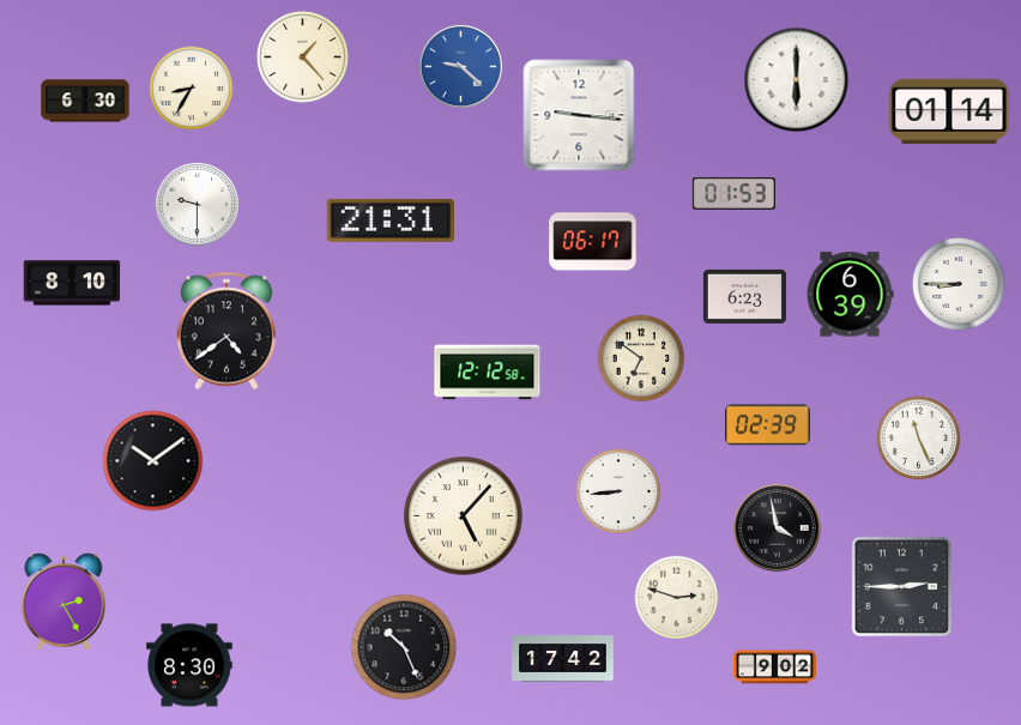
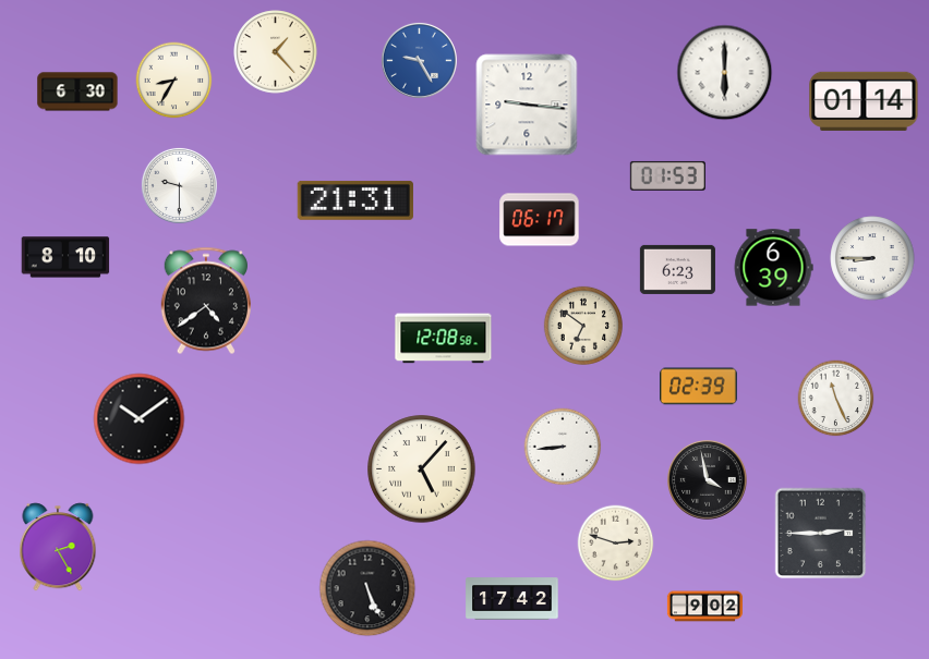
clock at (460, 66): 9:22 -> 9:25
clock at (488, 373): 12:12 -> 12:08
clock at (404, 647): 10:26 -> 5:26
clock at (189, 665): 8:30 -> none
